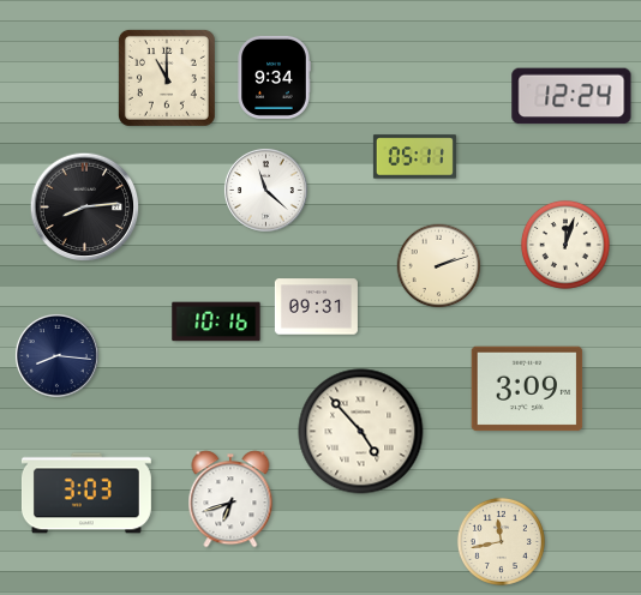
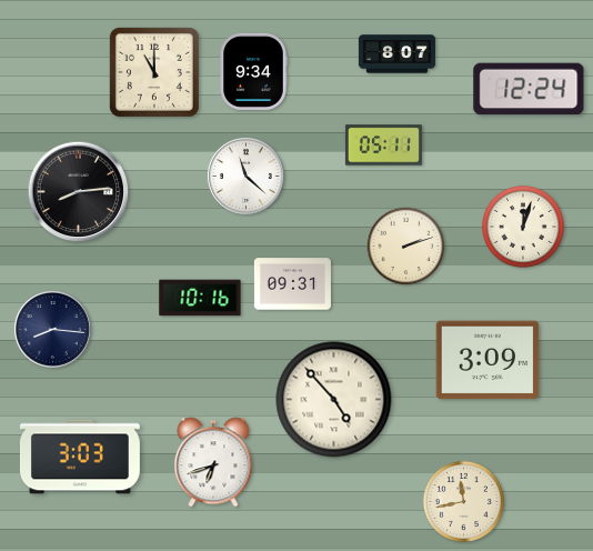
clock at (396, 54): none -> 8:07
